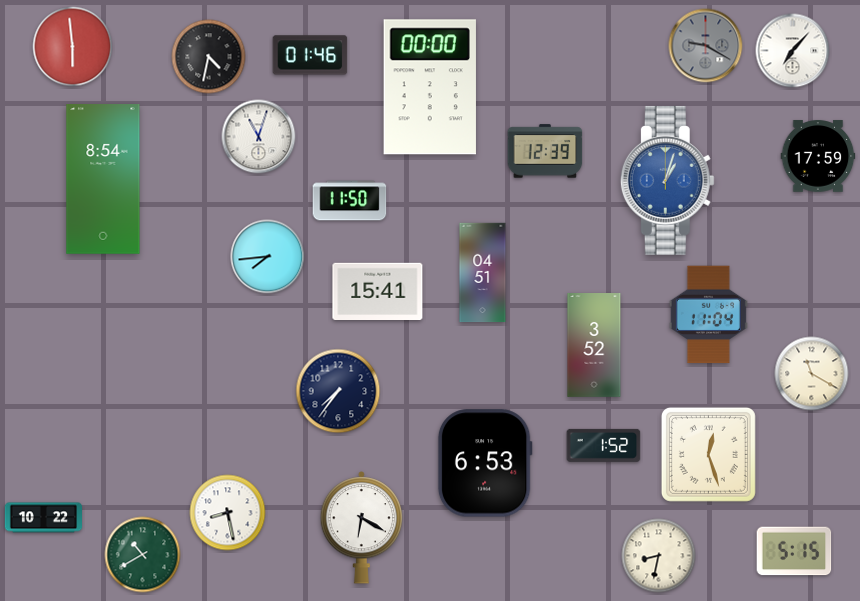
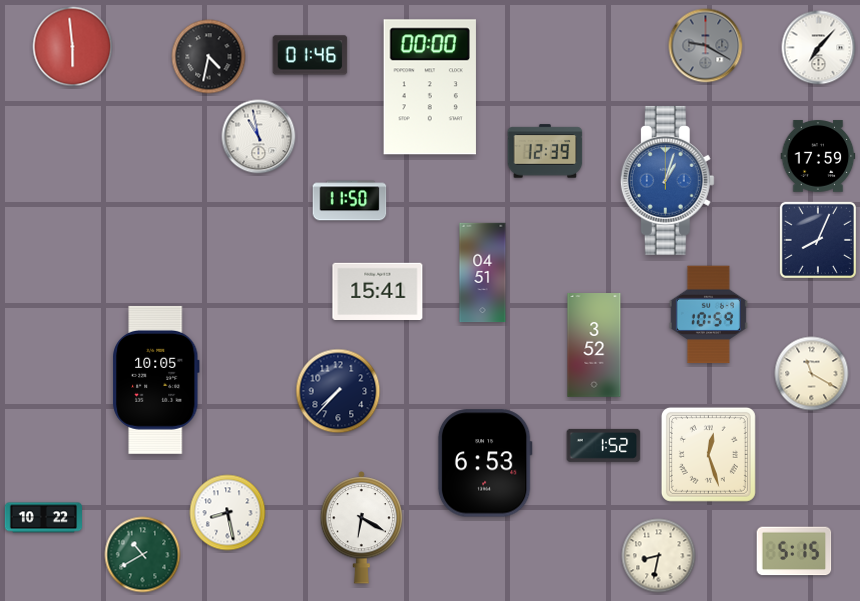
clock at (793, 51) position: (793, 51) -> (819, 48)
clock at (259, 137): 11:03 -> 10:58
clock at (103, 179): 8:54 -> none
clock at (818, 240): none -> 8:04
clock at (268, 257): 7:44 -> none
clock at (708, 315): 11:04 -> 10:59
clock at (156, 380): none -> 10:05
clock at (338, 391): 7:36 -> 7:37
